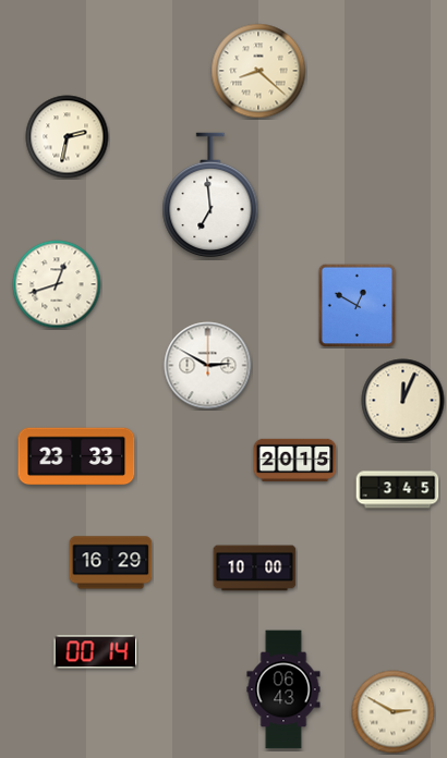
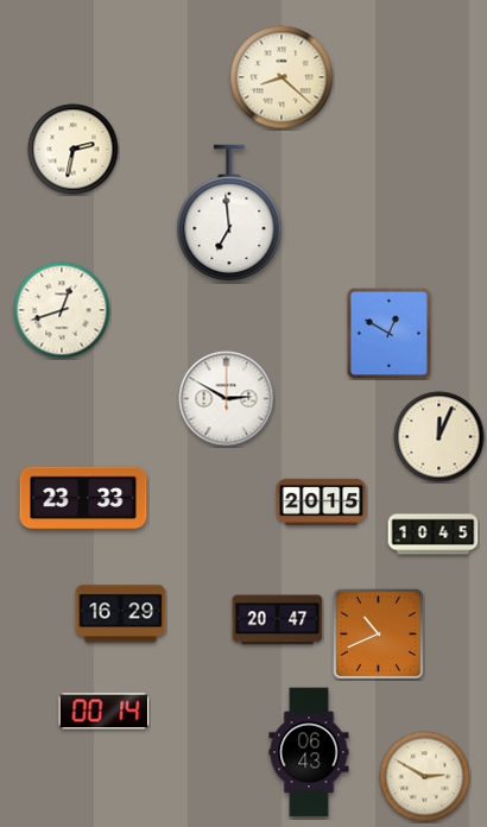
clock at (398, 490): 3:45 -> 10:45
clock at (255, 568): 10:00 -> 20:47
clock at (378, 633): none -> 10:41
clock at (394, 712) position: (394, 712) -> (425, 777)
